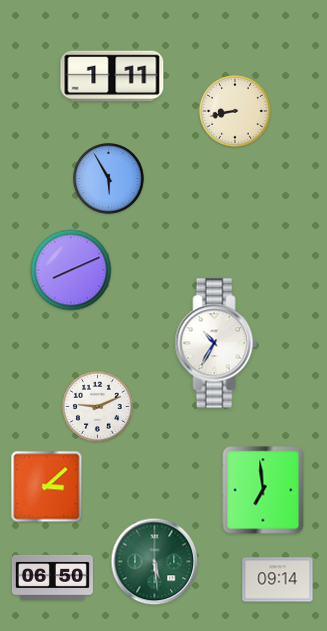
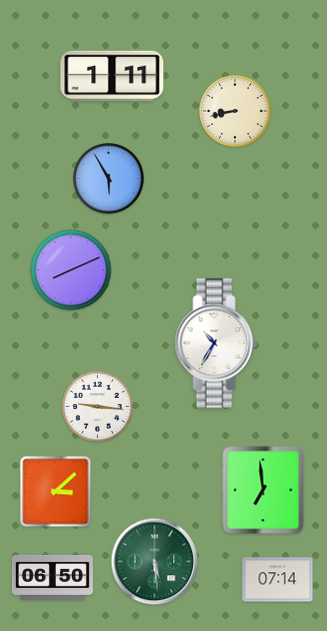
clock at (98, 407): 9:11 -> 9:16
clock at (47, 487) position: (47, 487) -> (56, 492)
clock at (278, 580): 09:14 -> 07:14
